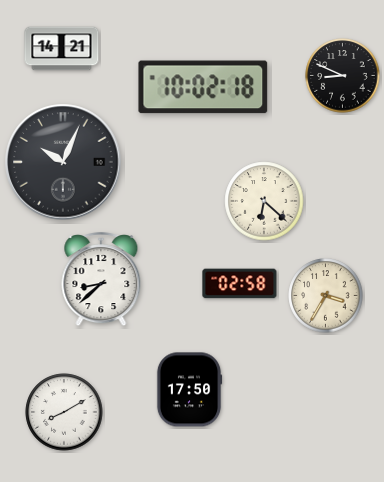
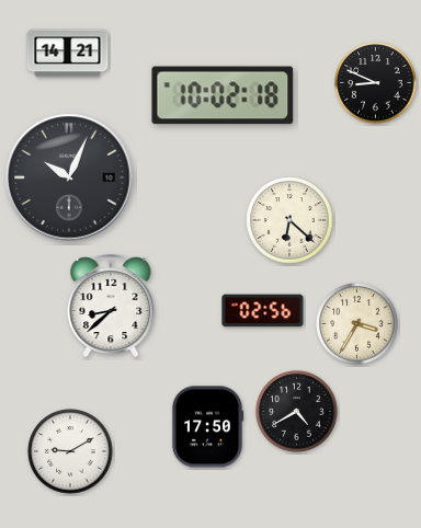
clock at (240, 284): 02:58 -> 02:56
clock at (297, 412): none -> 4:40
clock at (64, 412): 8:10 -> 9:10
